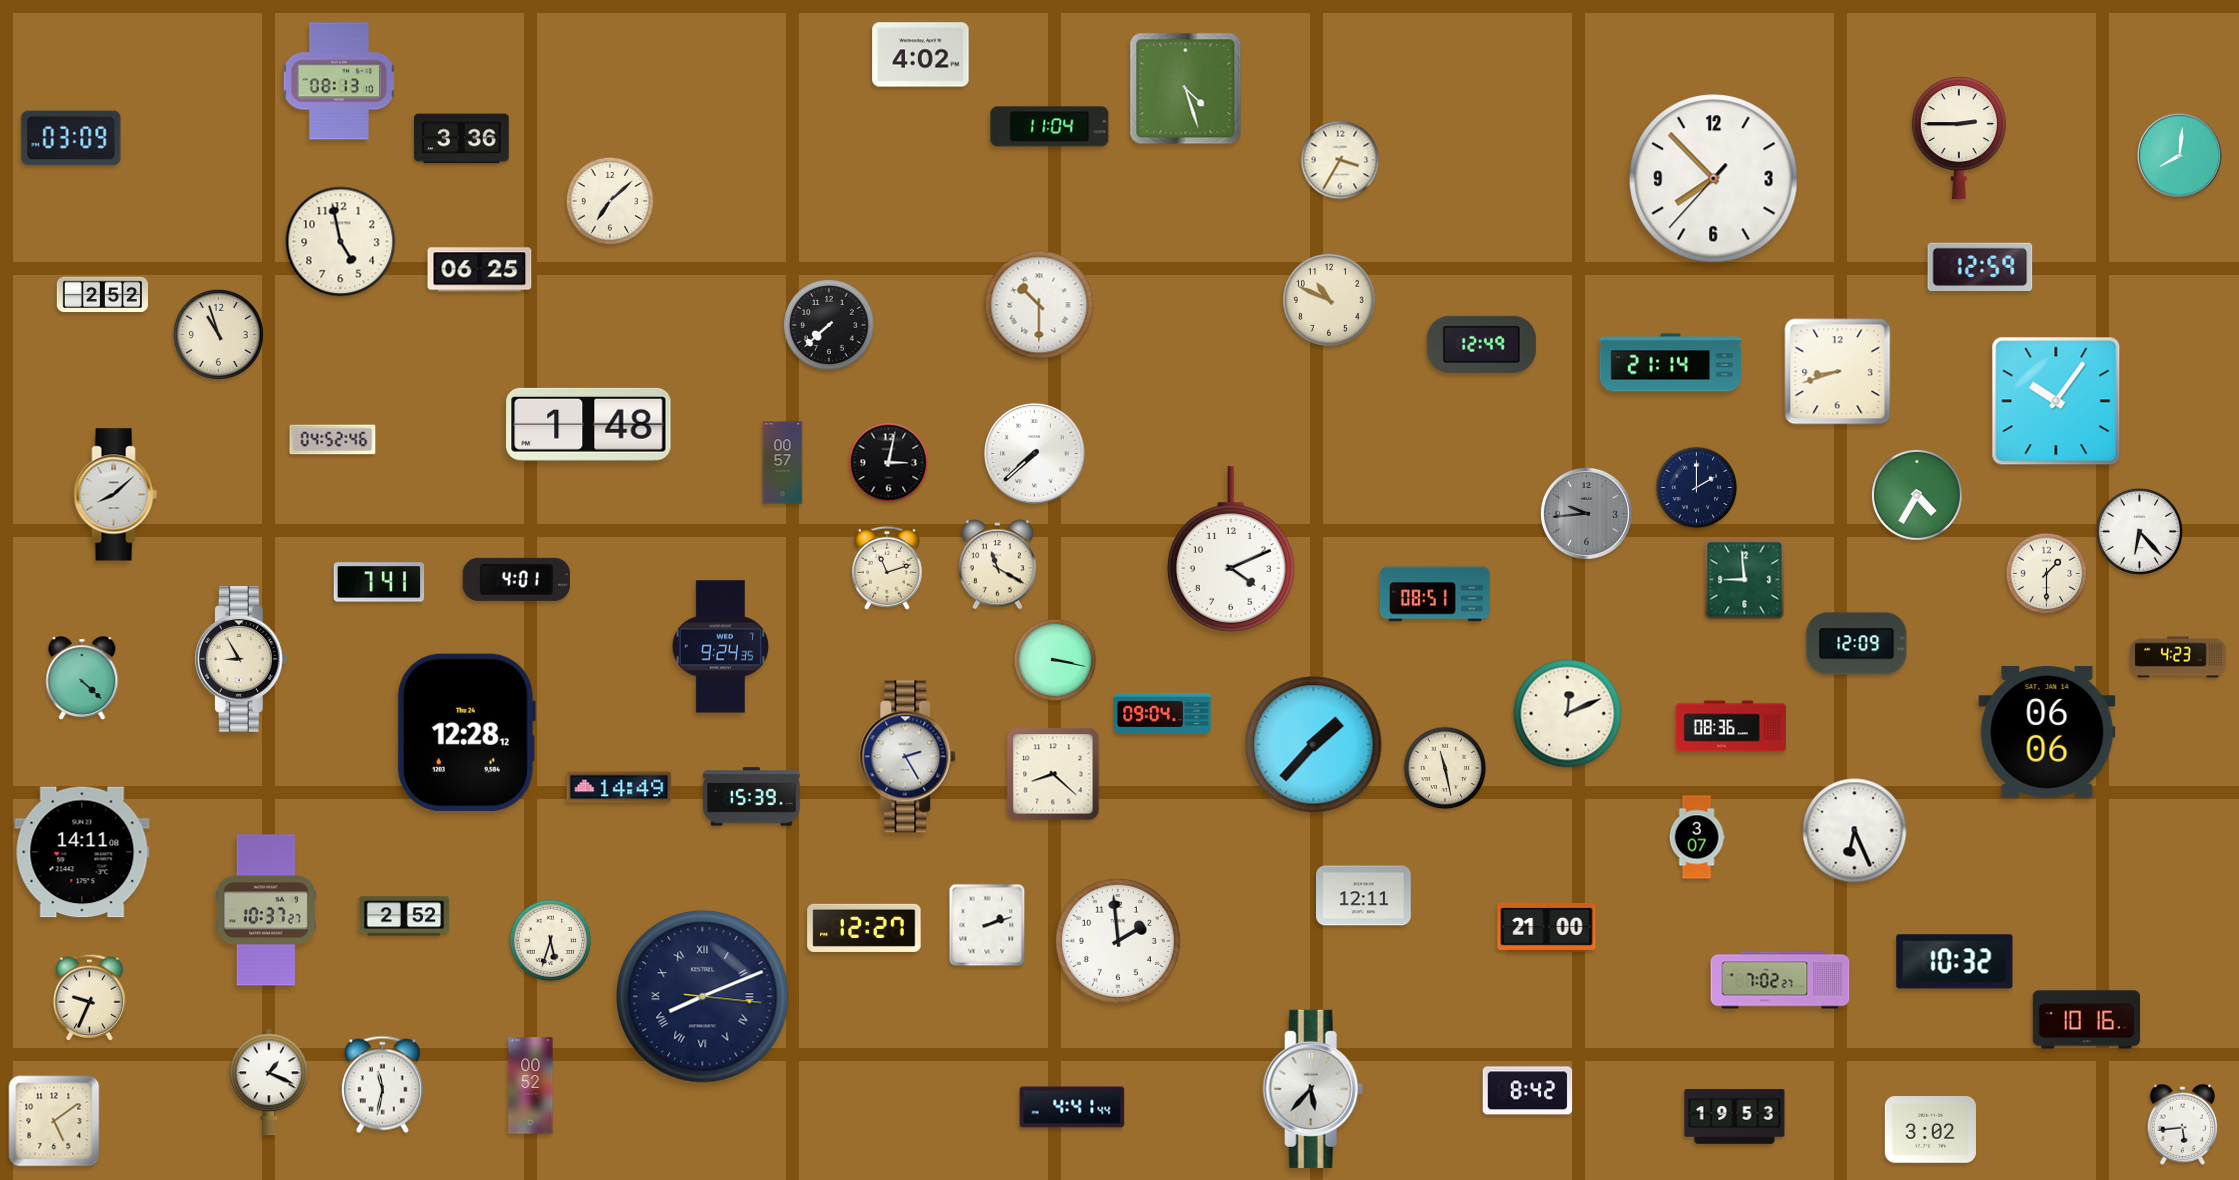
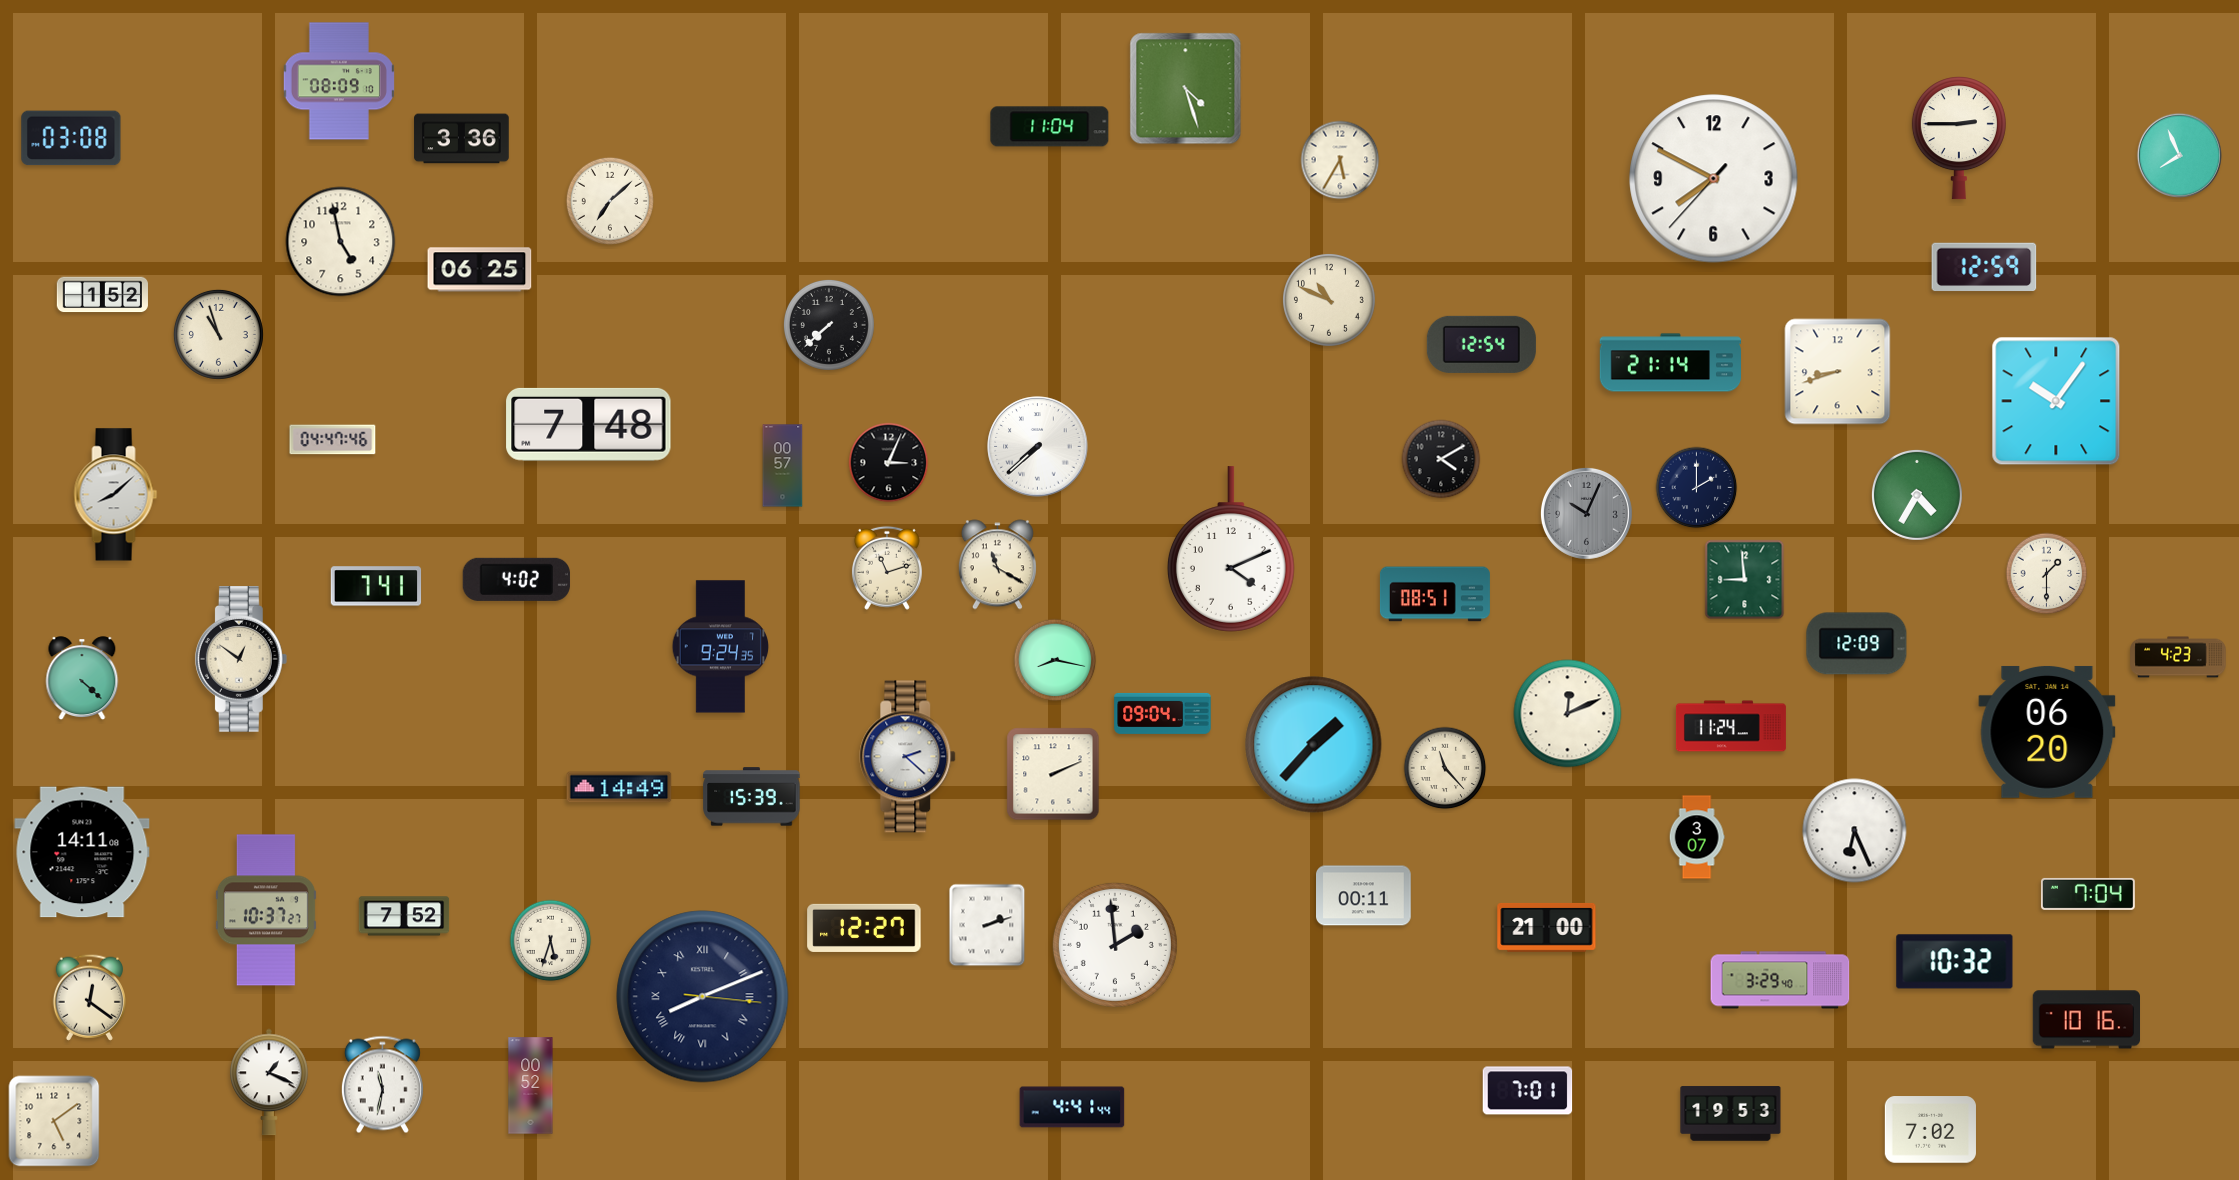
clock at (921, 55): 4:02 -> none
clock at (339, 81): 08:13 -> 08:09
clock at (71, 138): 03:09 -> 03:08
clock at (2179, 155): 8:01 -> 7:56
clock at (1340, 160): 3:35 -> 5:35
clock at (1714, 179): 7:52 -> 7:49
clock at (1980, 267) position: (1980, 267) -> (1984, 267)
clock at (102, 295): 2:52 -> 1:52
clock at (1039, 305): 10:30 -> none
clock at (1481, 344): 12:49 -> 12:54
clock at (589, 424): 1:48 -> 7:48
clock at (333, 440): 04:52 -> 04:47
clock at (1035, 454) position: (1035, 454) -> (1038, 447)
clock at (1441, 459): none -> 4:10
clock at (783, 463) position: (783, 463) -> (783, 466)
clock at (889, 463): 3:02 -> 3:04
clock at (1586, 513): 9:44 -> 10:04
clock at (2139, 531): 6:23 -> none
clock at (516, 579): 4:01 -> 4:02
clock at (379, 582) position: (379, 582) -> (376, 586)
clock at (241, 660): 8:55 -> 12:51
clock at (1055, 660): 3:17 -> 8:17
clock at (1731, 726): 08:36 -> 11:24
clock at (466, 732): 12:28 -> none
clock at (2047, 732): 06:06 -> 06:20
clock at (908, 757): 2:25 -> 2:22
clock at (1445, 768): 11:28 -> 11:23
clock at (1053, 774): 8:22 -> 2:11
clock at (2088, 894): none -> 7:04
clock at (1364, 896): 12:11 -> 00:11
clock at (404, 916): 2:52 -> 7:52
clock at (1118, 941) position: (1118, 941) -> (1115, 945)
clock at (1780, 980): 7:02 -> 3:29
clock at (89, 997): 9:34 -> 12:21
clock at (1313, 1089): 5:37 -> none
clock at (1528, 1091): 8:42 -> 7:01
clock at (1735, 1117) position: (1735, 1117) -> (1731, 1114)
clock at (2182, 1124): 5:44 -> none
clock at (1930, 1130): 3:02 -> 7:02
